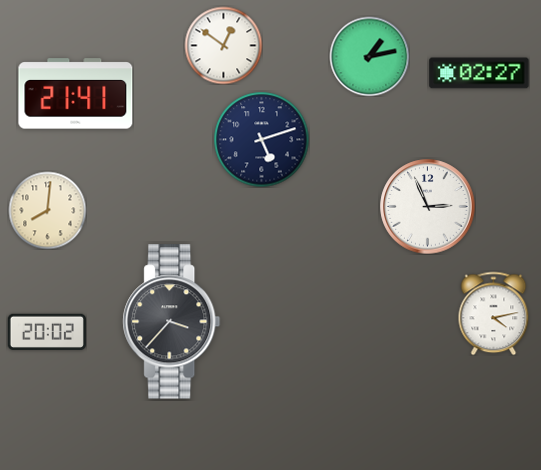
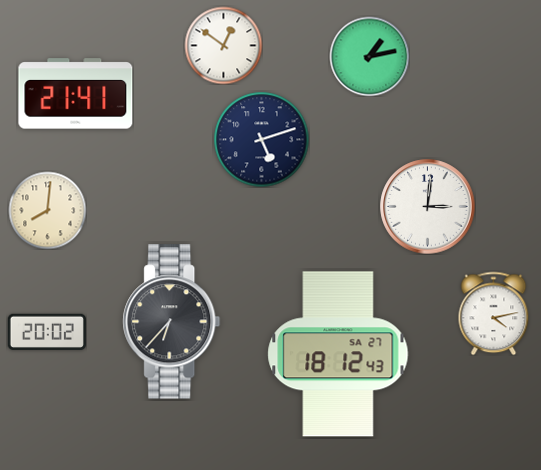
clock at (479, 73): 02:27 -> none
clock at (428, 207): 2:56 -> 3:01
clock at (172, 322): 3:37 -> 6:37
clock at (338, 354): none -> 18:12
